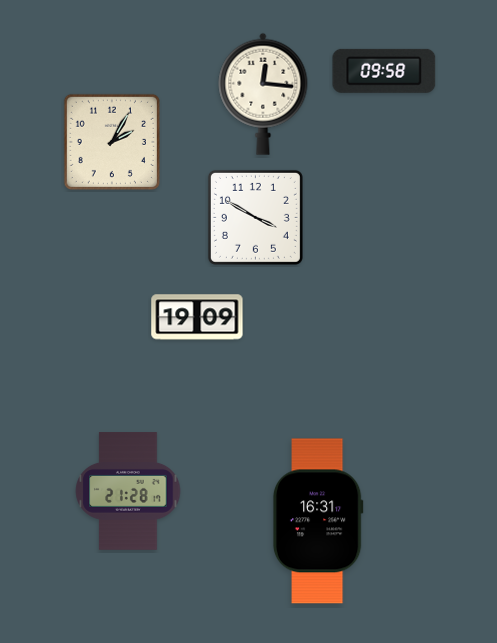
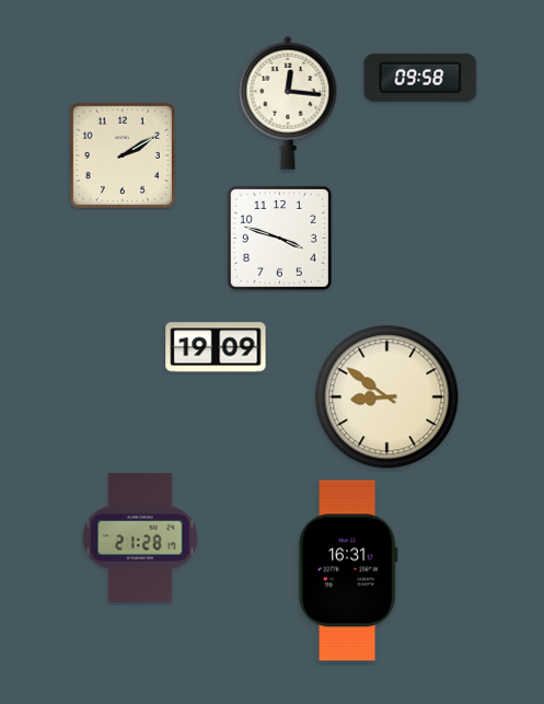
clock at (112, 142): 2:05 -> 2:10
clock at (255, 217): 3:50 -> 3:48
clock at (387, 397): none -> 8:51
